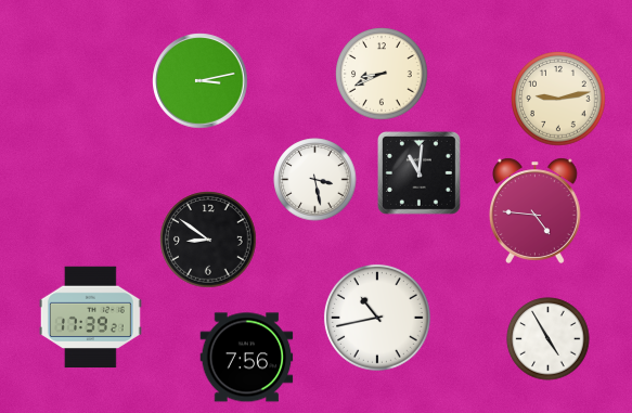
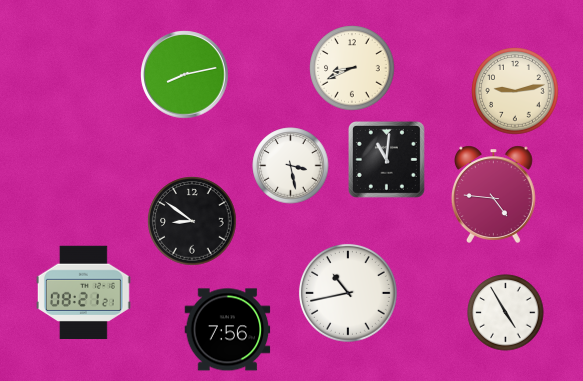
clock at (201, 81): 3:13 -> 8:13
clock at (90, 318): 17:39 -> 08:21
